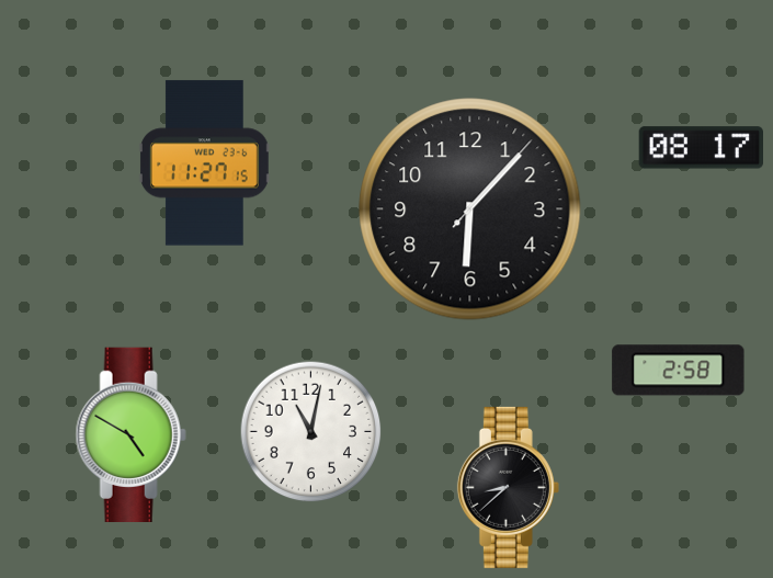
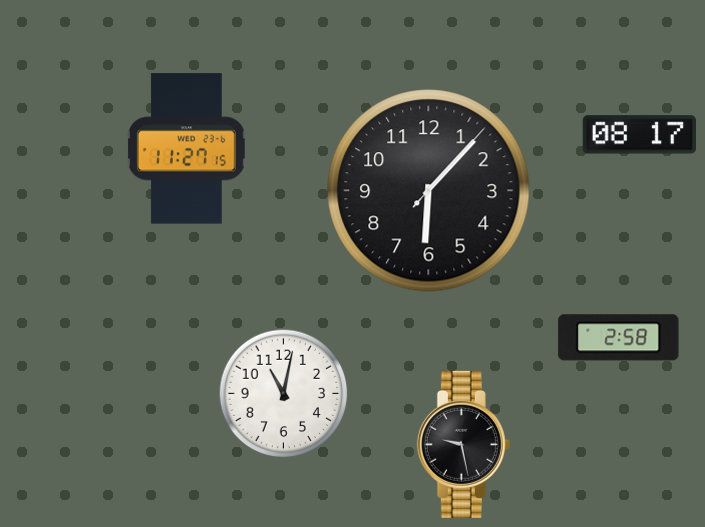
clock at (130, 435): 4:50 -> none
clock at (508, 487): 8:38 -> 9:28
